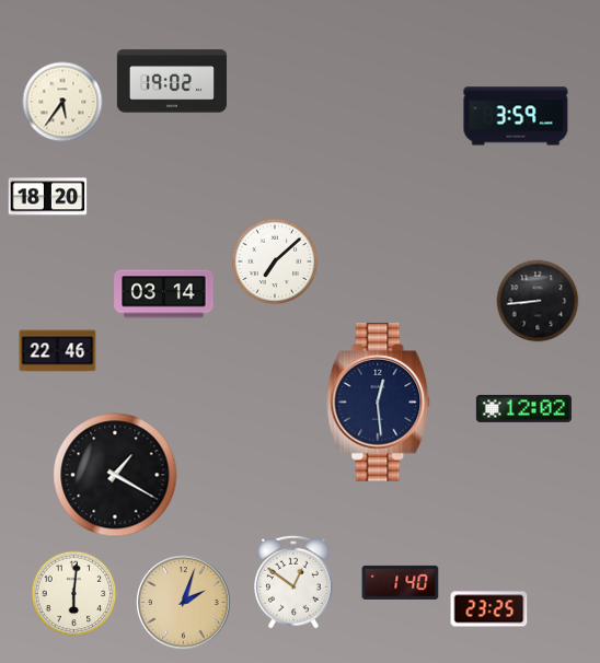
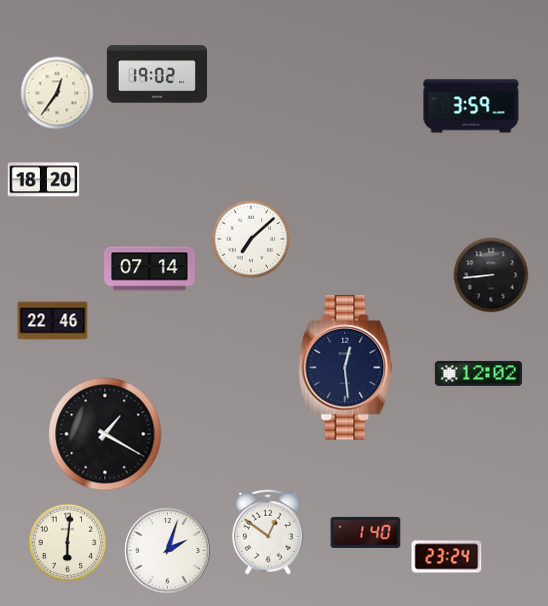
clock at (62, 102): 5:36 -> 12:36
clock at (164, 294): 03:14 -> 07:14
clock at (184, 603) dial: champagne -> white
clock at (489, 609): 23:25 -> 23:24
